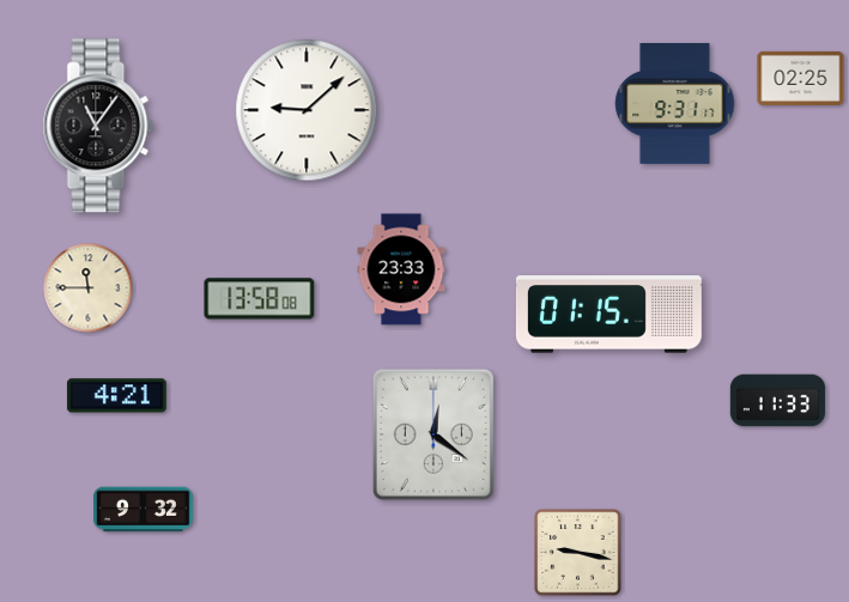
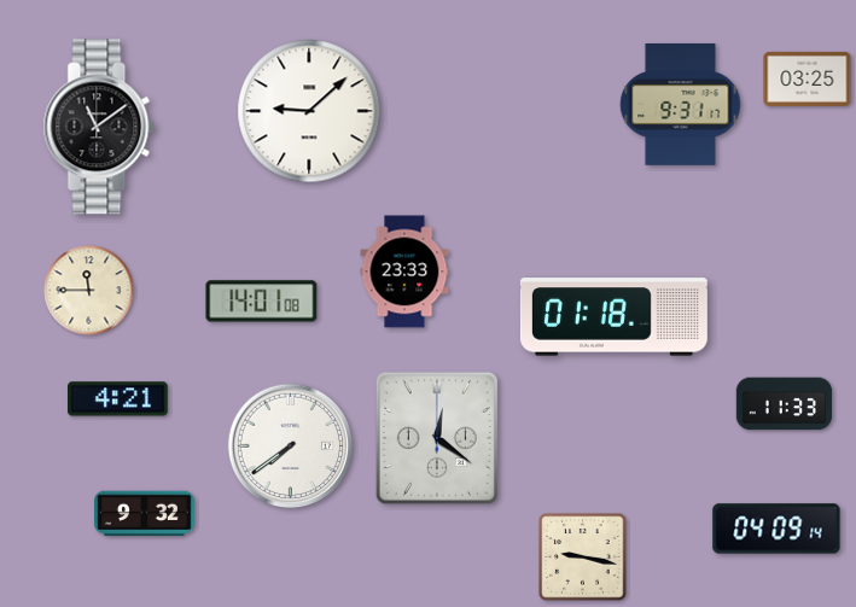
clock at (801, 78): 02:25 -> 03:25
clock at (98, 126): 11:06 -> 11:09
clock at (260, 299): 13:58 -> 14:01
clock at (608, 315): 01:15 -> 01:18
clock at (291, 447): none -> 7:39
clock at (776, 529): none -> 04:09
